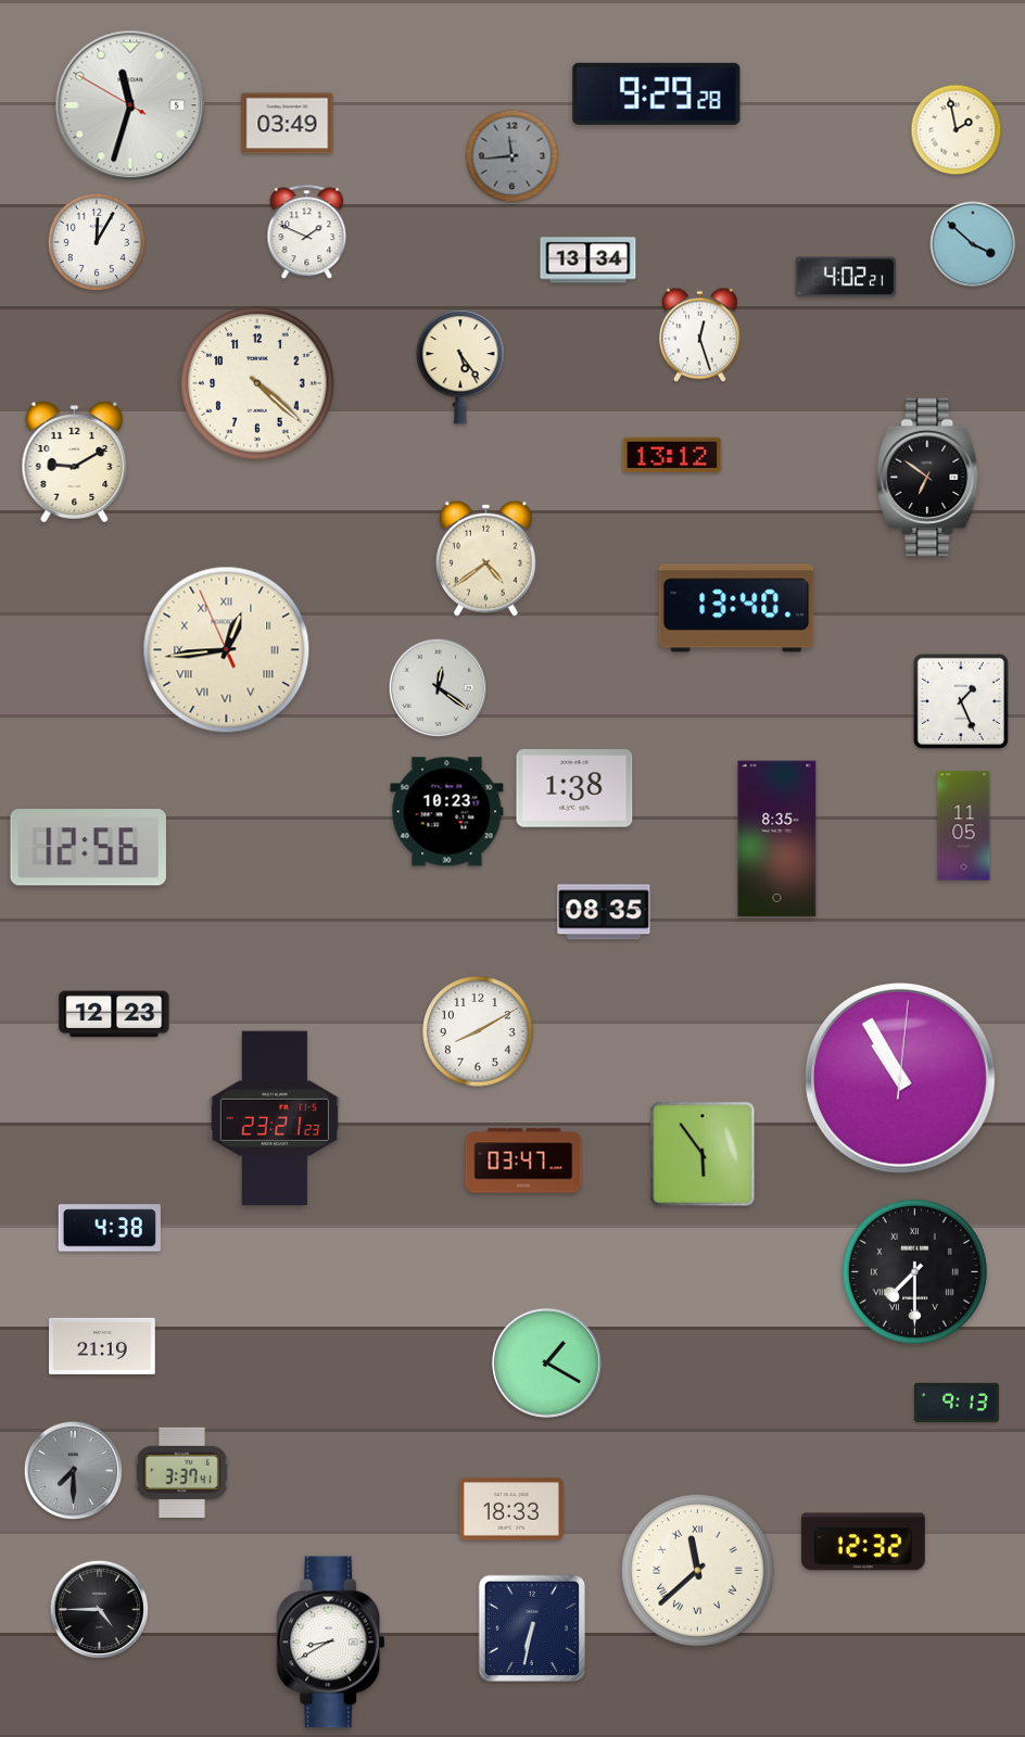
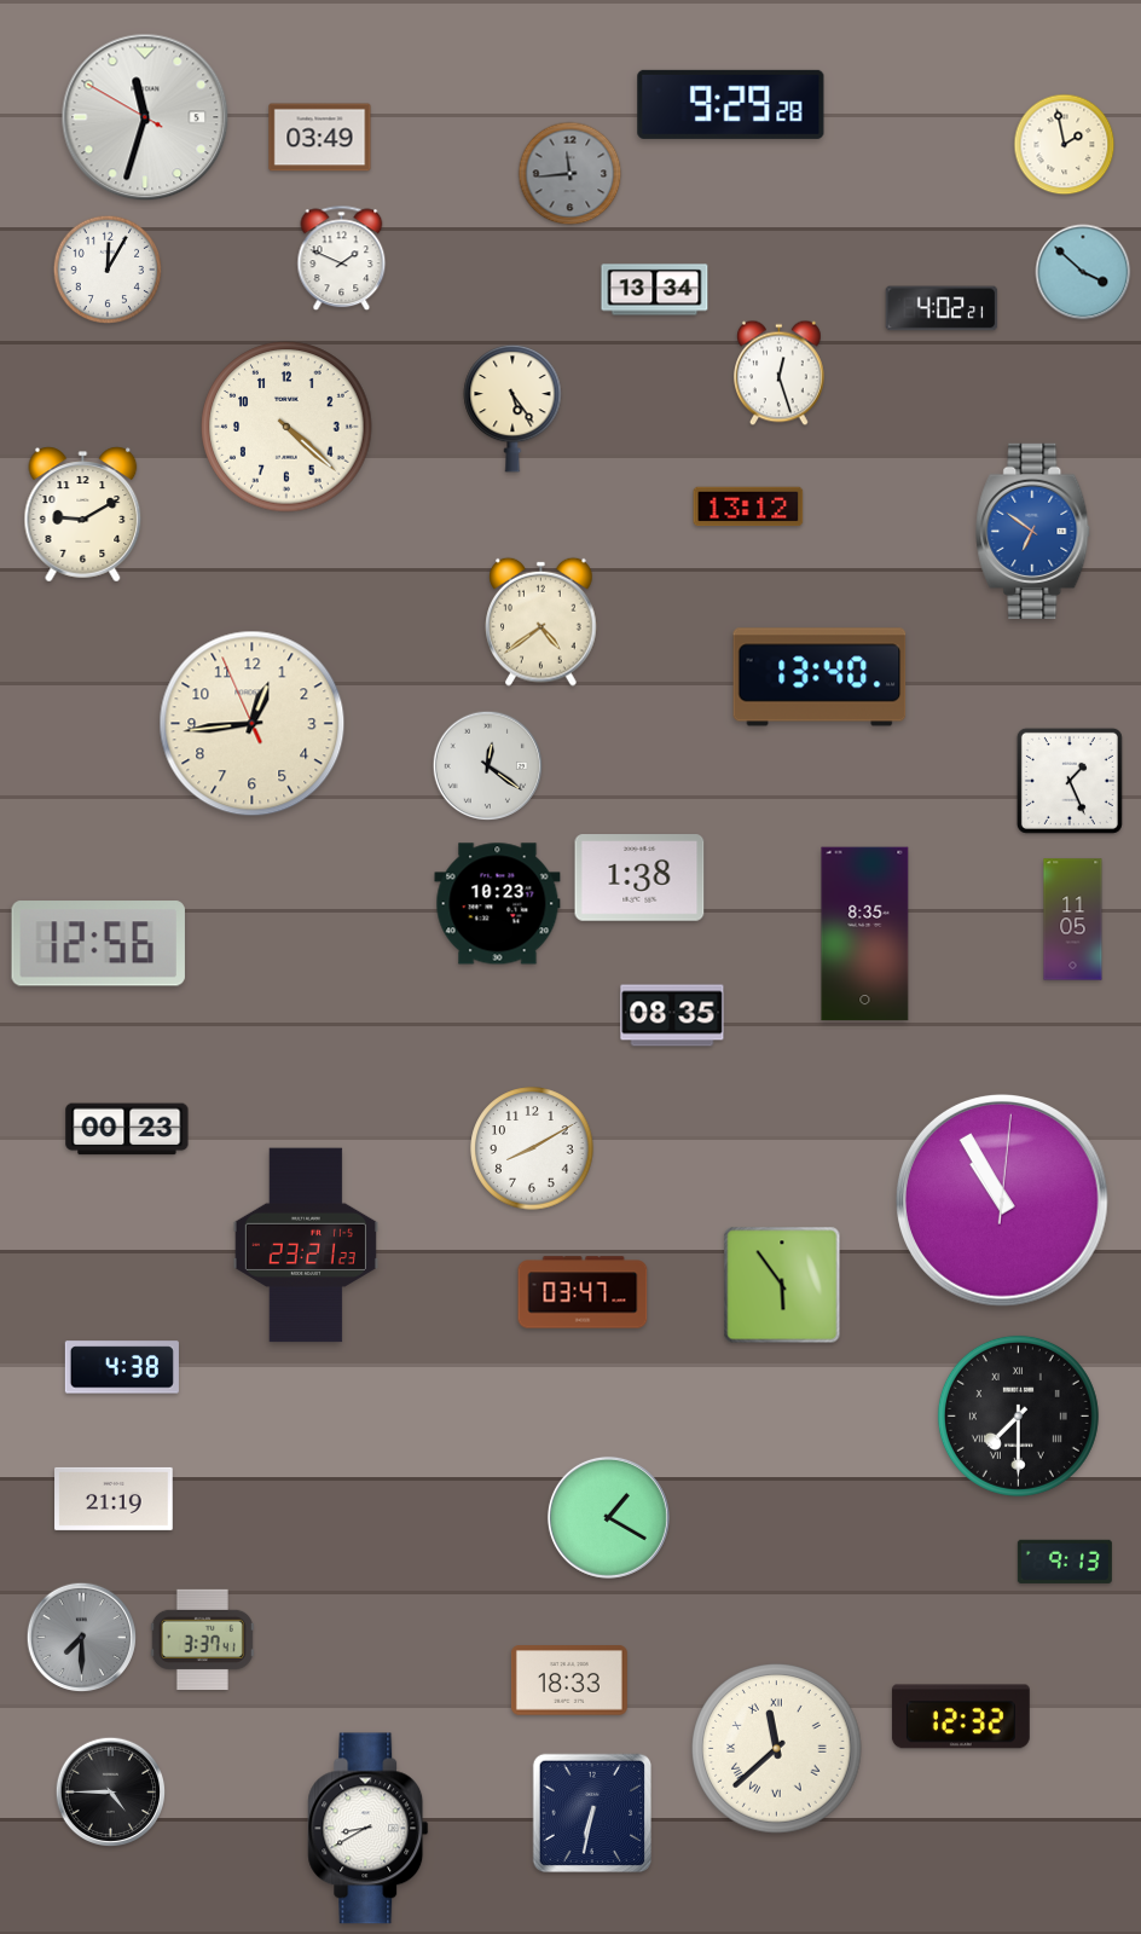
clock at (928, 477) dial: black -> blue
clock at (227, 650) numerals: Roman -> Arabic
clock at (114, 1014): 12:23 -> 00:23
